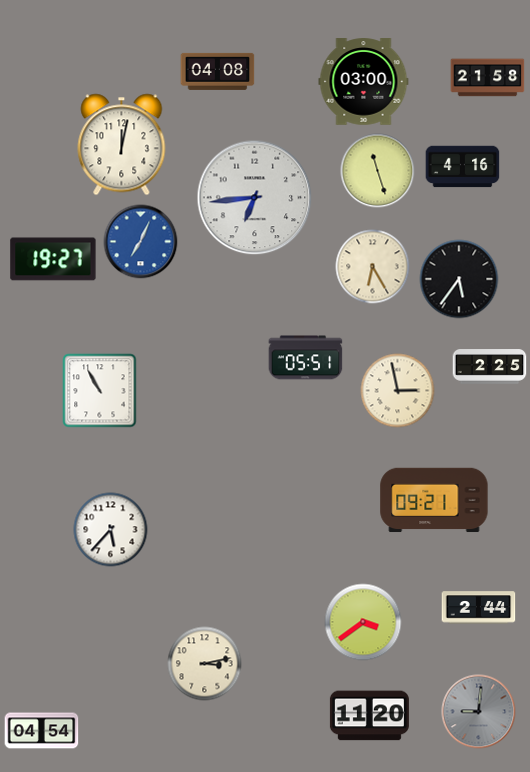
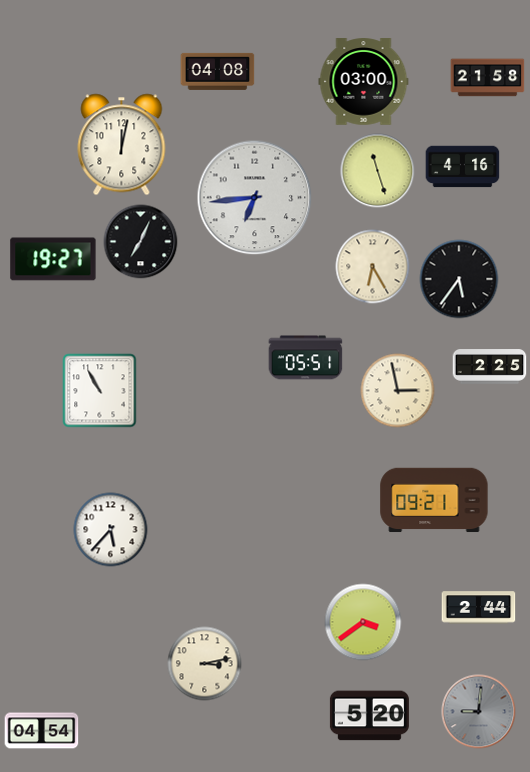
clock at (141, 242) dial: blue -> black
clock at (369, 716): 11:20 -> 5:20
